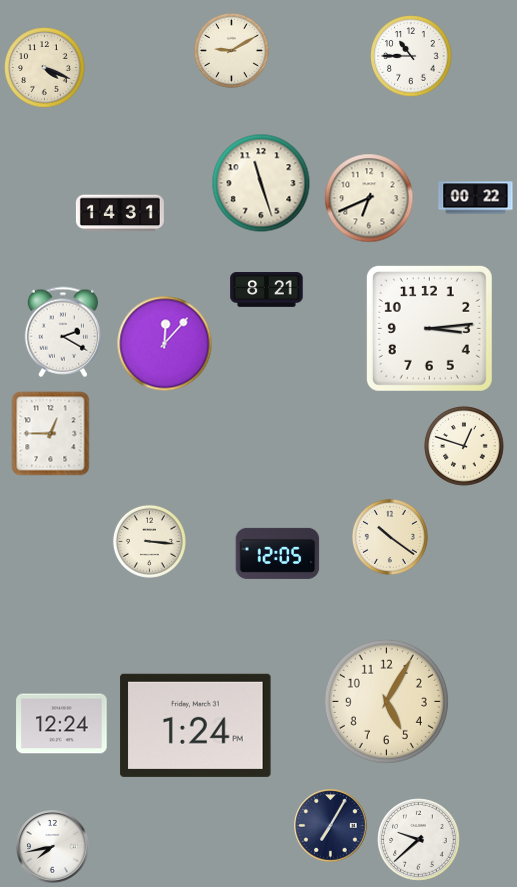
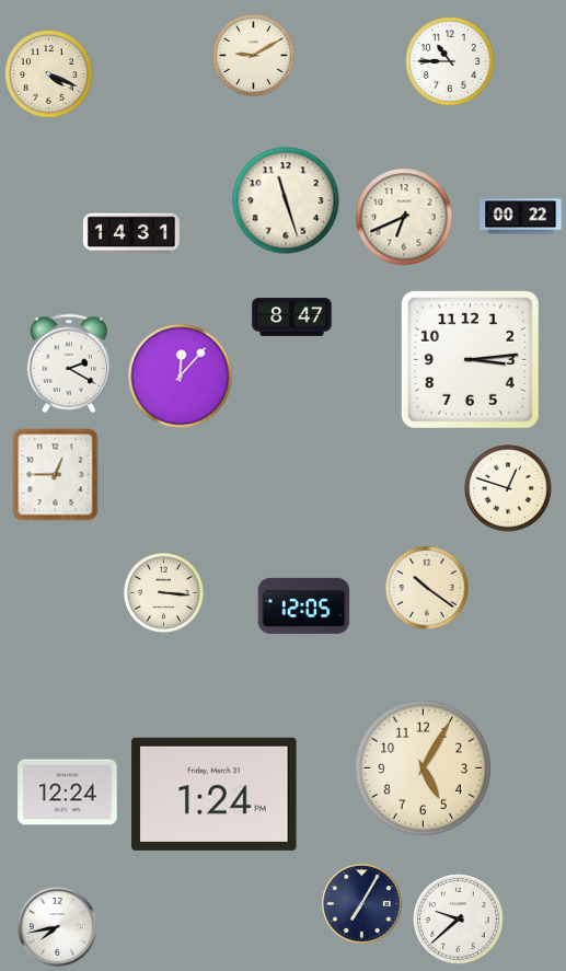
clock at (267, 290): 8:21 -> 8:47
